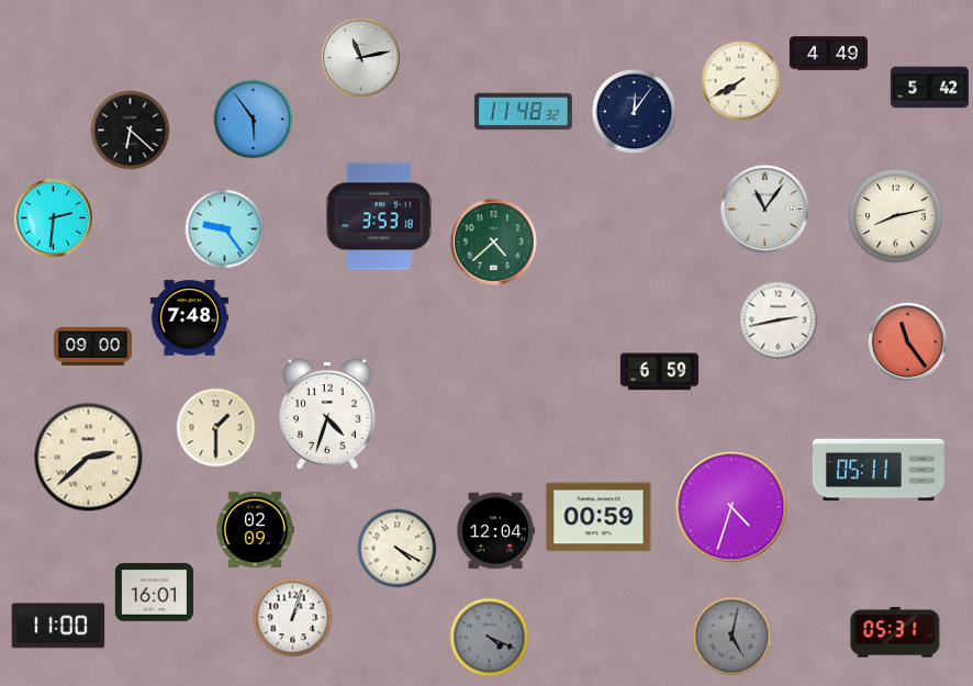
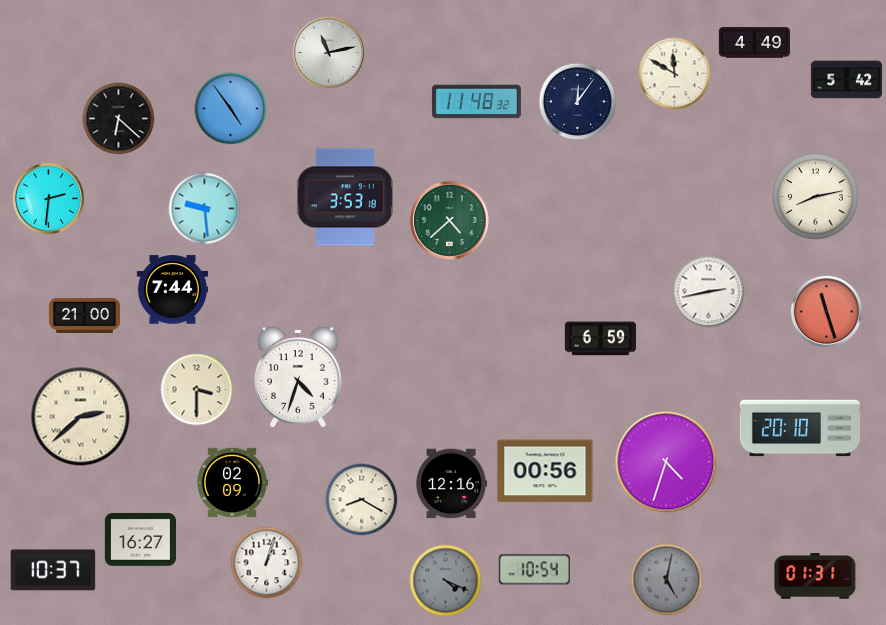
clock at (828, 54) position: (828, 54) -> (754, 43)
clock at (741, 81): 7:40 -> 11:50
clock at (254, 120): 5:54 -> 4:54
clock at (765, 210): 11:06 -> none
clock at (225, 229): 9:24 -> 9:29
clock at (189, 318): 7:48 -> 7:44
clock at (907, 341): 11:24 -> 11:27
clock at (92, 346): 09:00 -> 21:00
clock at (216, 428): 1:30 -> 3:30
clock at (879, 470): 05:11 -> 20:10
clock at (599, 517): 00:59 -> 00:56
clock at (495, 531): 12:04 -> 12:16
clock at (398, 549): 4:20 -> 8:20
clock at (154, 593): 16:01 -> 16:27
clock at (58, 626): 11:00 -> 10:37
clock at (534, 570): none -> 10:54
clock at (895, 632): 05:31 -> 01:31
